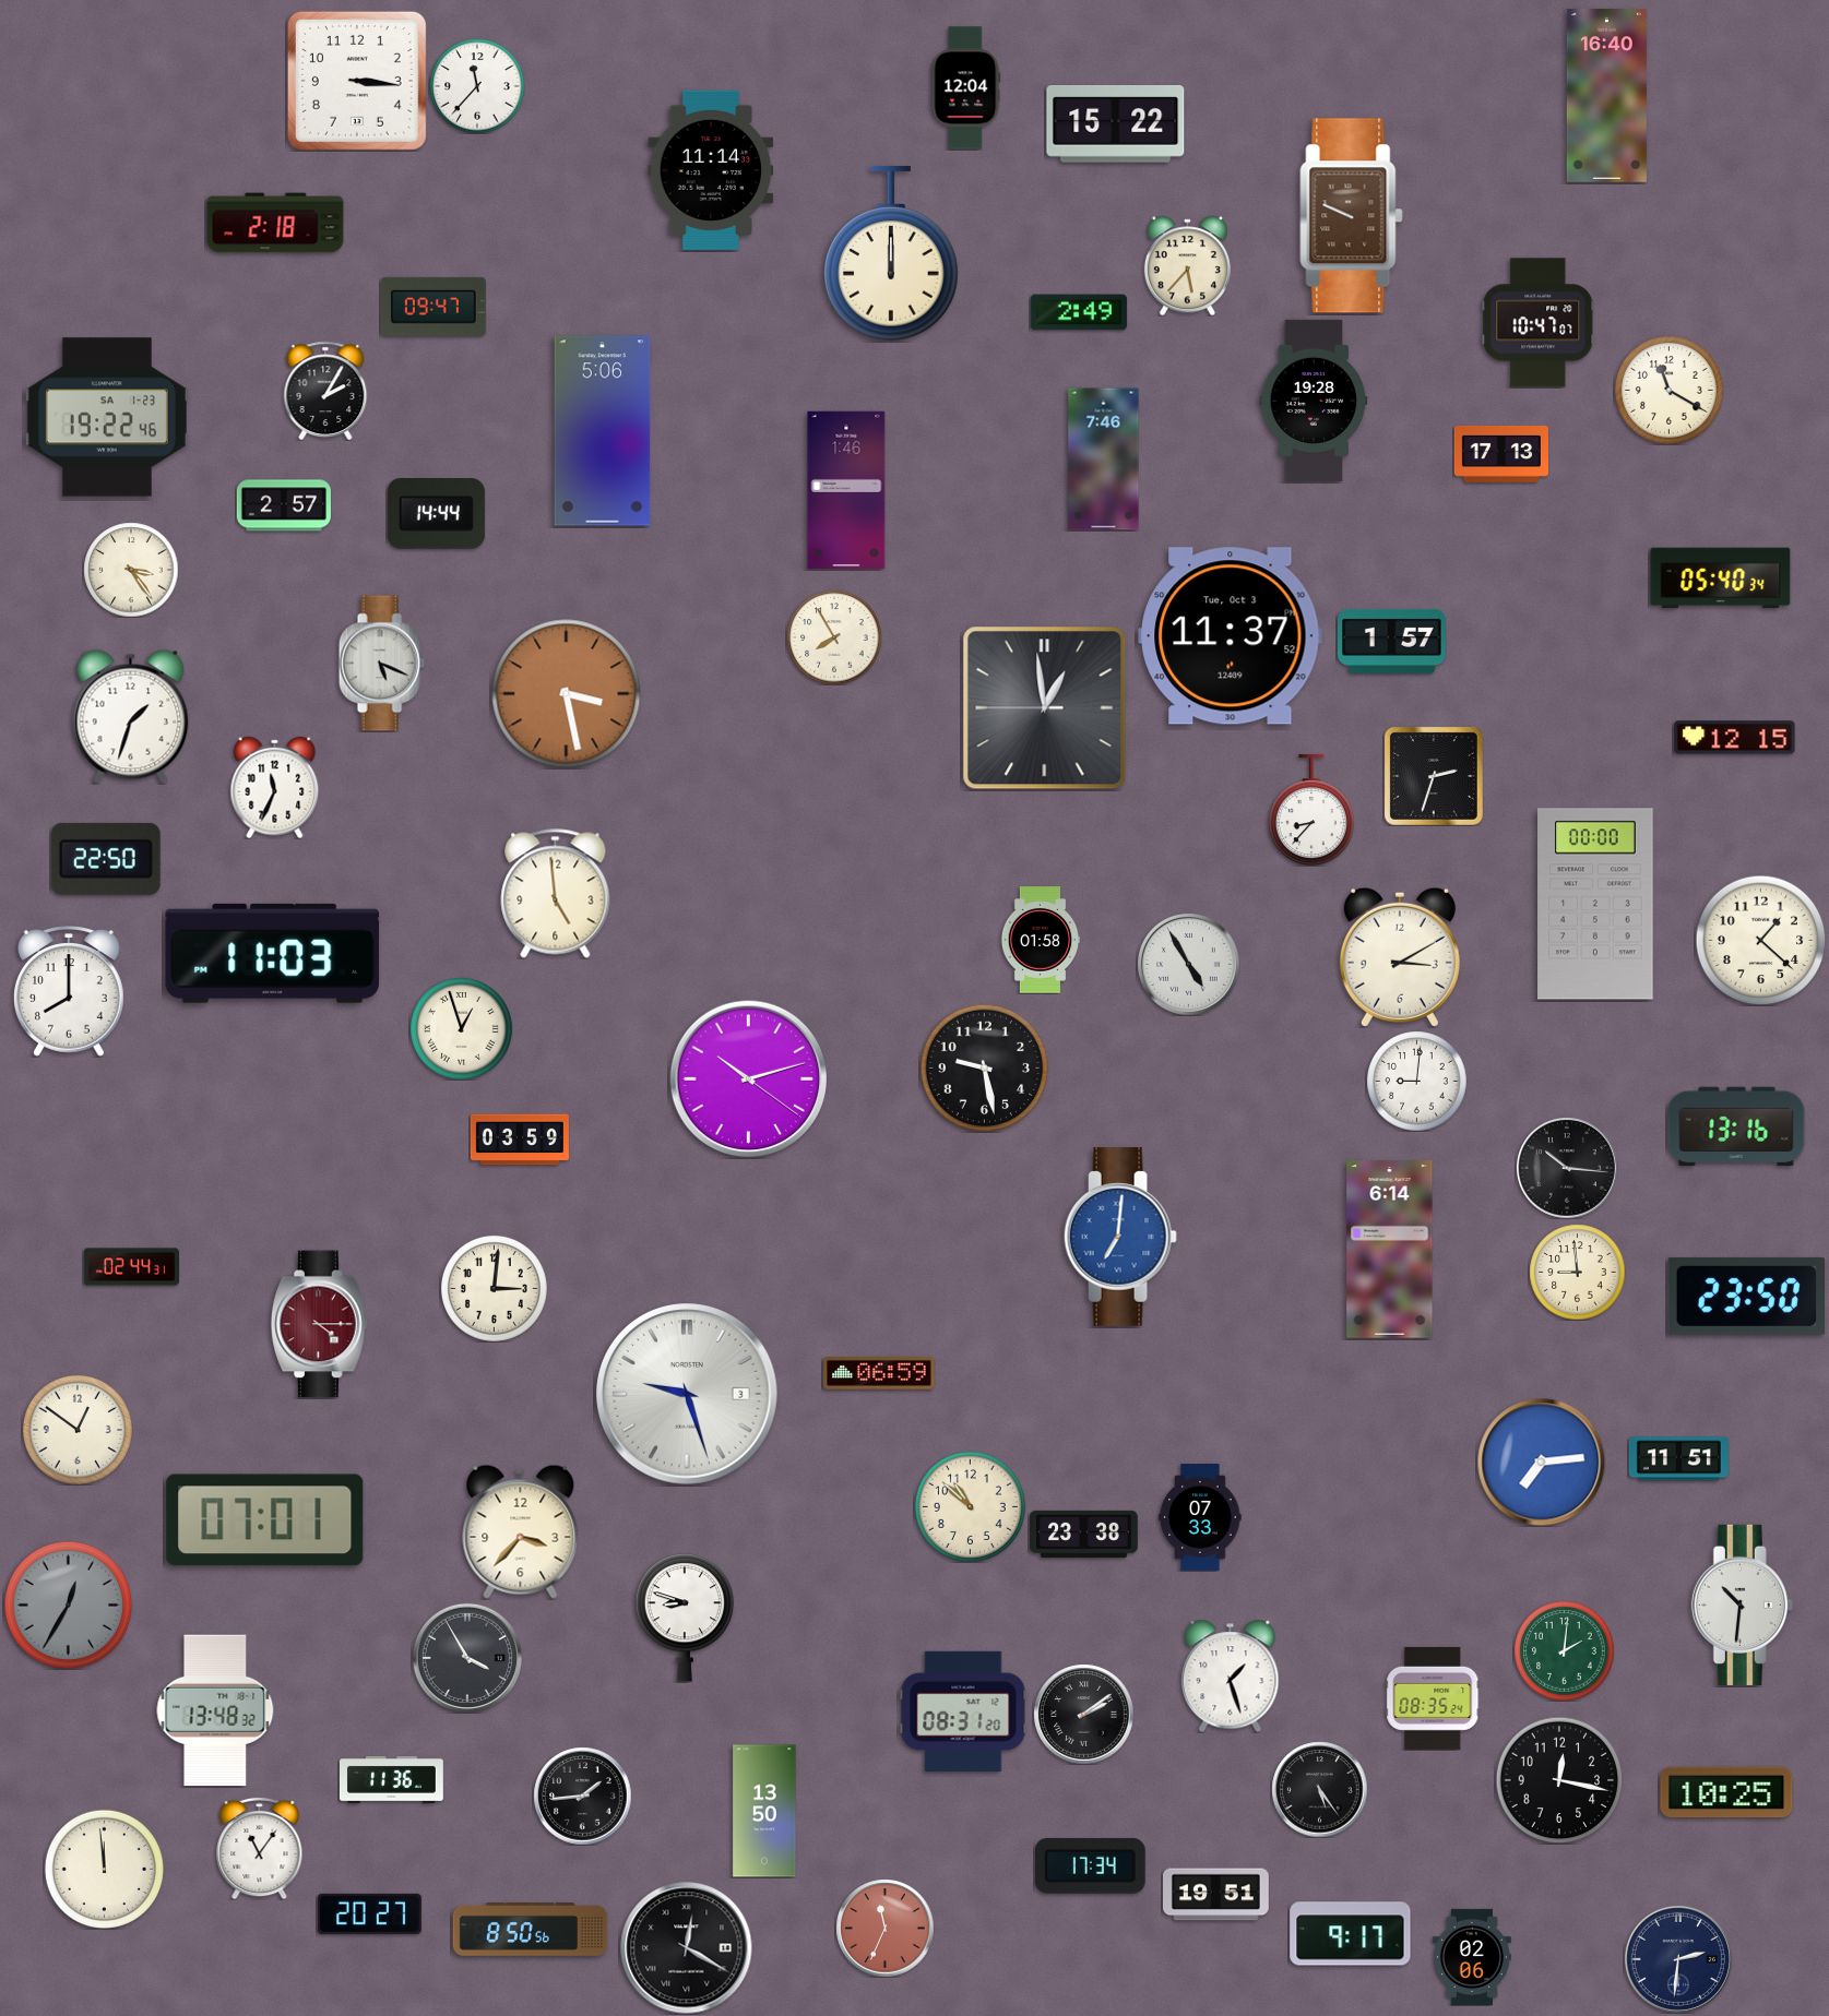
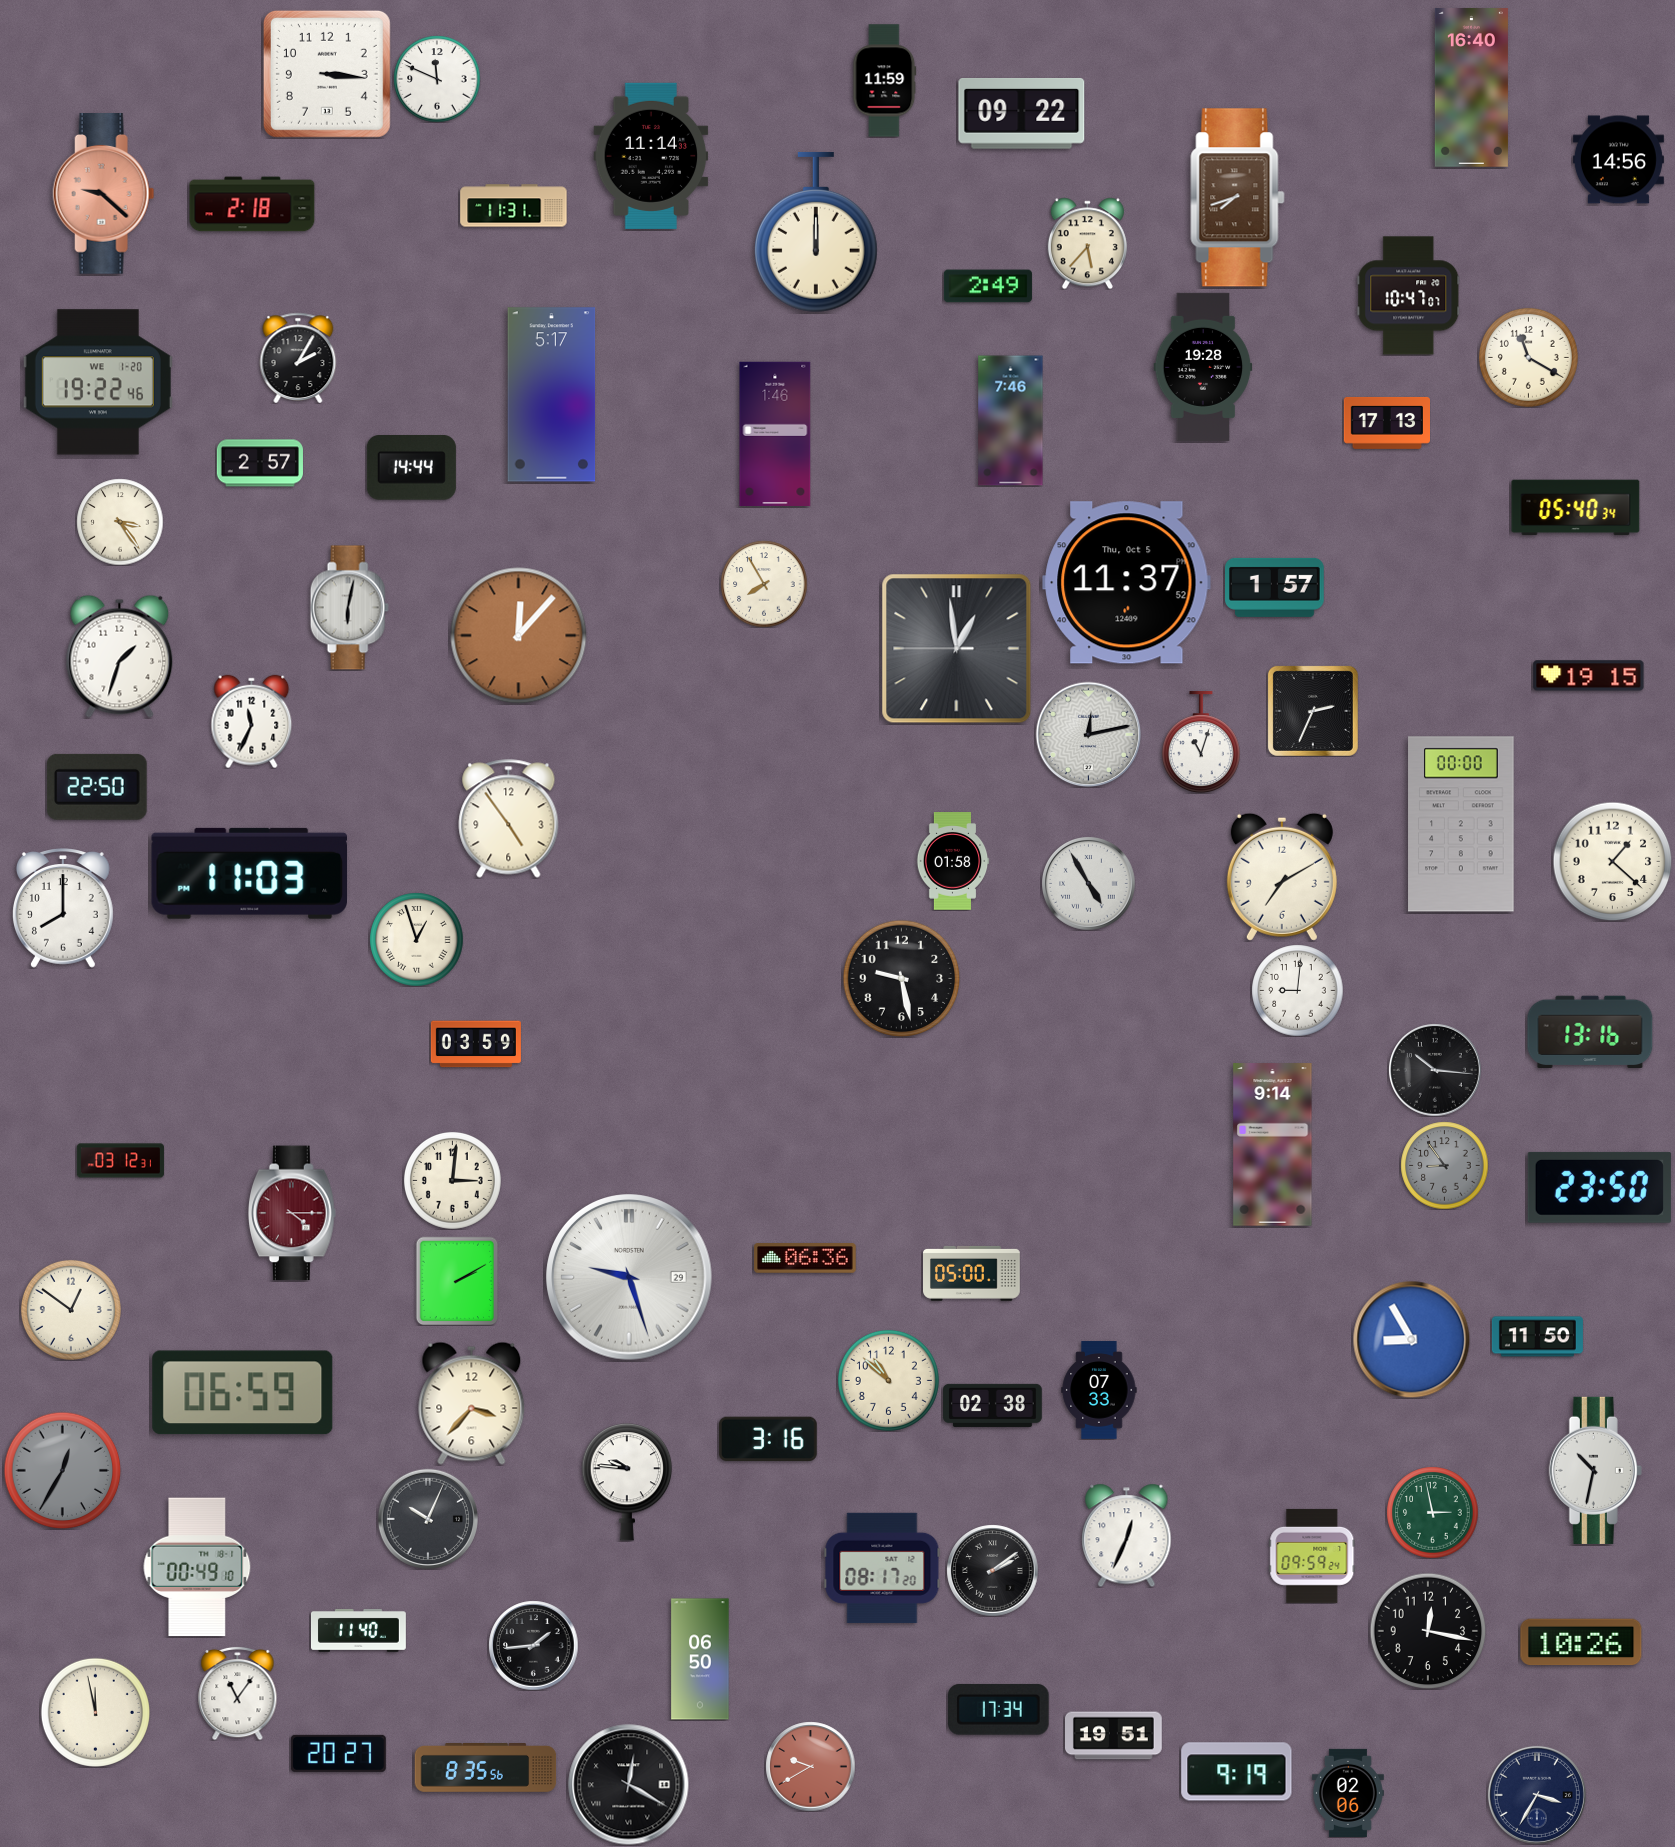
clock at (477, 86): 11:37 -> 11:49
clock at (966, 88): 12:04 -> 11:59
clock at (1116, 124): 15:22 -> 09:22
clock at (1618, 160): none -> 14:56
clock at (104, 194): none -> 9:22
clock at (1352, 216): 9:49 -> 7:42
clock at (514, 206): none -> 11:31
clock at (434, 307): 09:47 -> none
clock at (107, 417) date: SA 1-23 -> WE 1-20
clock at (603, 431): 5:06 -> 5:17
clock at (1500, 454) position: (1500, 454) -> (1386, 423)
clock at (846, 489) position: (846, 489) -> (775, 433)
clock at (436, 514) position: (436, 514) -> (411, 468)
clock at (1721, 578) position: (1721, 578) -> (1576, 508)
clock at (1231, 636) date: Tue, Oct 3 -> Thu, Oct 5
clock at (381, 664): 5:19 -> 6:02
clock at (567, 694): 3:28 -> 12:07
clock at (1735, 738): 12:15 -> 19:15
clock at (1434, 776): 2:33 -> 2:34
clock at (1088, 734): none -> 12:13
clock at (1311, 810): 8:37 -> 11:03
clock at (556, 894): 4:59 -> 4:54
clock at (1595, 904) position: (1595, 904) -> (1461, 824)
clock at (1400, 957): 3:10 -> 7:10
clock at (461, 1028) position: (461, 1028) -> (416, 939)
clock at (749, 1079): 10:12 -> none
clock at (1120, 1237): 7:01 -> none
clock at (1390, 1250): 6:14 -> 9:14
clock at (131, 1267): 02:44 -> 03:12
clock at (1577, 1272): 8:59 -> 8:54
clock at (1577, 1272) dial: cream -> grey
clock at (879, 1373): 06:59 -> 06:36
clock at (972, 1273): none -> 05:00
clock at (687, 1394) date: 3 -> 29
clock at (457, 1281): none -> 2:10
clock at (1678, 1459): 11:51 -> 11:50
clock at (1541, 1462): 7:14 -> 8:55
clock at (265, 1520): 07:01 -> 06:59
clock at (521, 1531) position: (521, 1531) -> (472, 1403)
clock at (1084, 1534): 23:38 -> 02:38
clock at (768, 1439): none -> 3:16
clock at (1742, 1605): 10:31 -> 10:32
clock at (685, 1618): 8:48 -> 9:46
clock at (1564, 1650): 2:01 -> 2:58
clock at (467, 1658): 3:55 -> 10:04
clock at (1231, 1675): 1:27 -> 12:34
clock at (1433, 1698): 08:35 -> 09:59
clock at (215, 1710): 13:48 -> 00:49
clock at (963, 1711): 08:31 -> 08:17
clock at (391, 1779): 11:36 -> 11:40
clock at (1319, 1789): 5:24 -> none
clock at (1726, 1792): 10:25 -> 10:26
clock at (764, 1811): 13:50 -> 06:50
clock at (104, 1869): 11:59 -> 11:58
clock at (884, 1928): 11:34 -> 9:40
clock at (531, 1930): 8:50 -> 8:35
clock at (1351, 1934): 9:17 -> 9:19
clock at (1678, 1959): 2:31 -> 3:35
